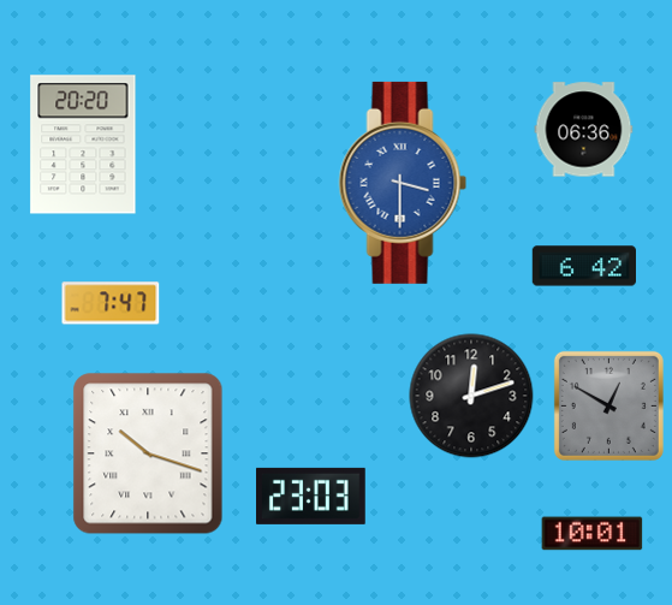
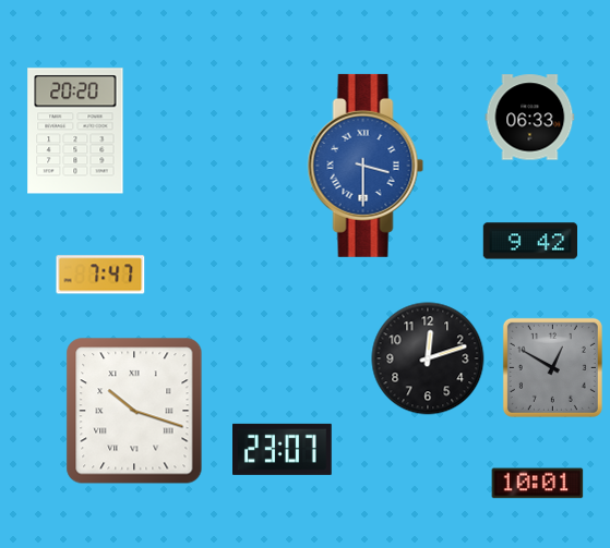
clock at (584, 130): 06:36 -> 06:33
clock at (583, 266): 6:42 -> 9:42
clock at (311, 496): 23:03 -> 23:07
